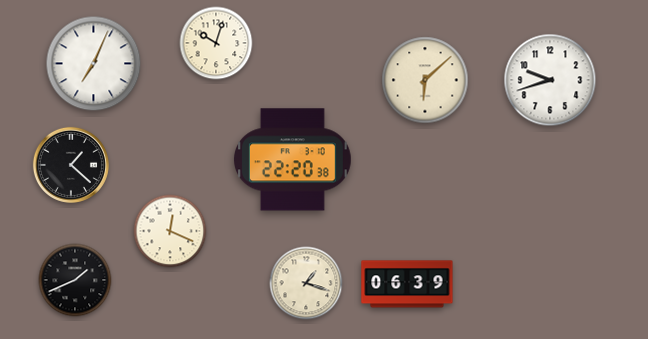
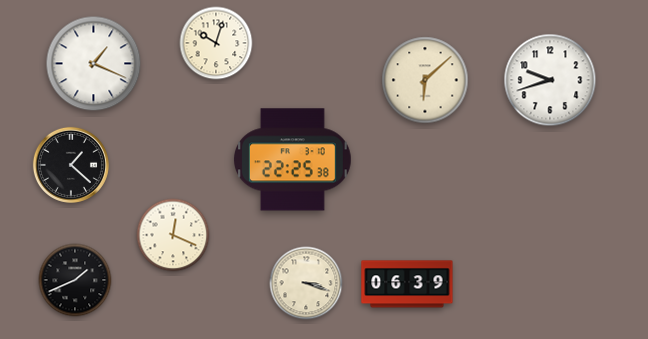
clock at (94, 64): 7:04 -> 1:19
clock at (292, 160): 22:20 -> 22:25
clock at (170, 231) position: (170, 231) -> (173, 235)
clock at (306, 283): 1:18 -> 3:18
